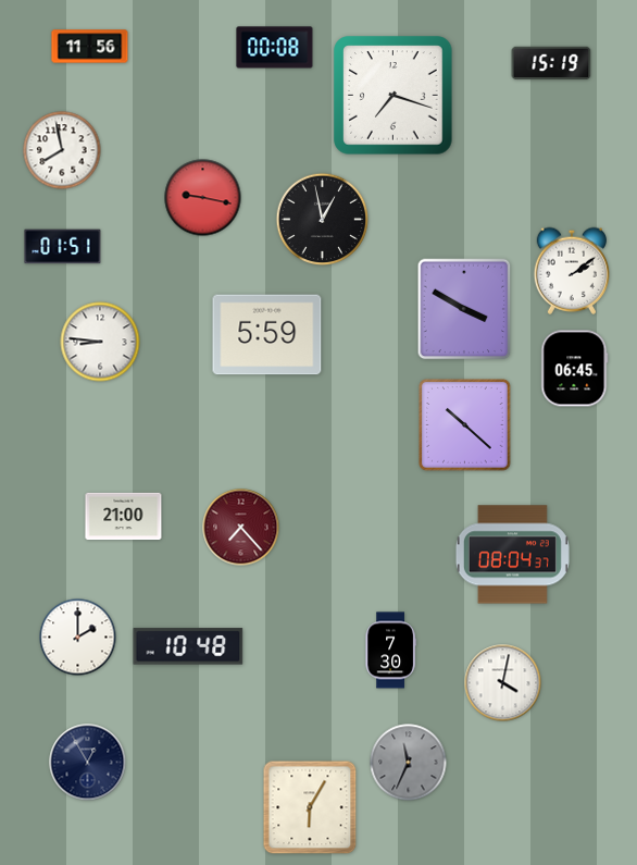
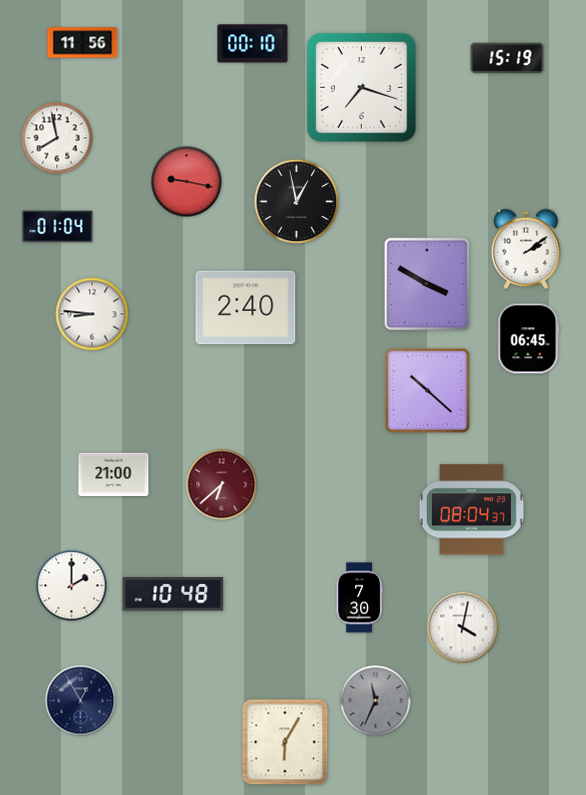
clock at (275, 48): 00:08 -> 00:10
clock at (63, 247): 01:51 -> 01:04
clock at (267, 335): 5:59 -> 2:40
clock at (241, 528): 7:23 -> 6:38
